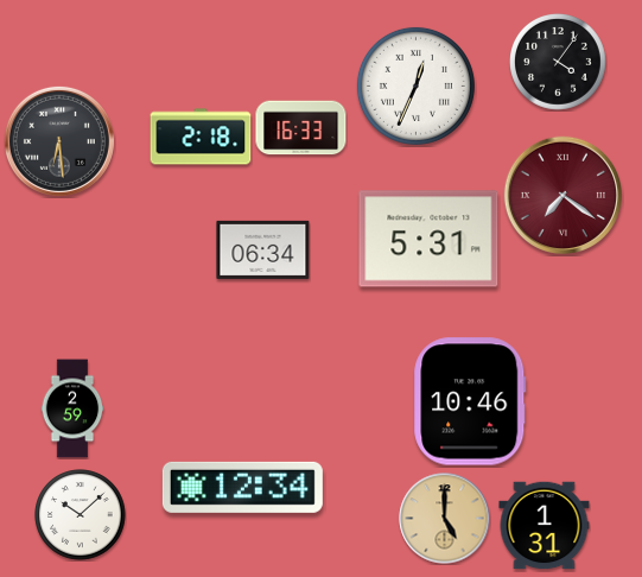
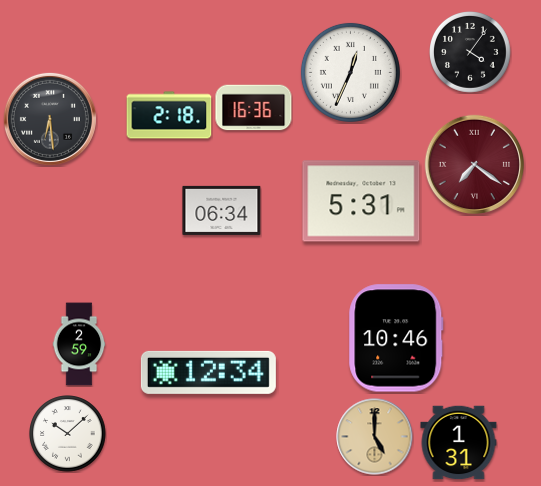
clock at (301, 128): 16:33 -> 16:36
clock at (72, 408) position: (72, 408) -> (79, 344)
clock at (242, 487) position: (242, 487) -> (208, 372)
